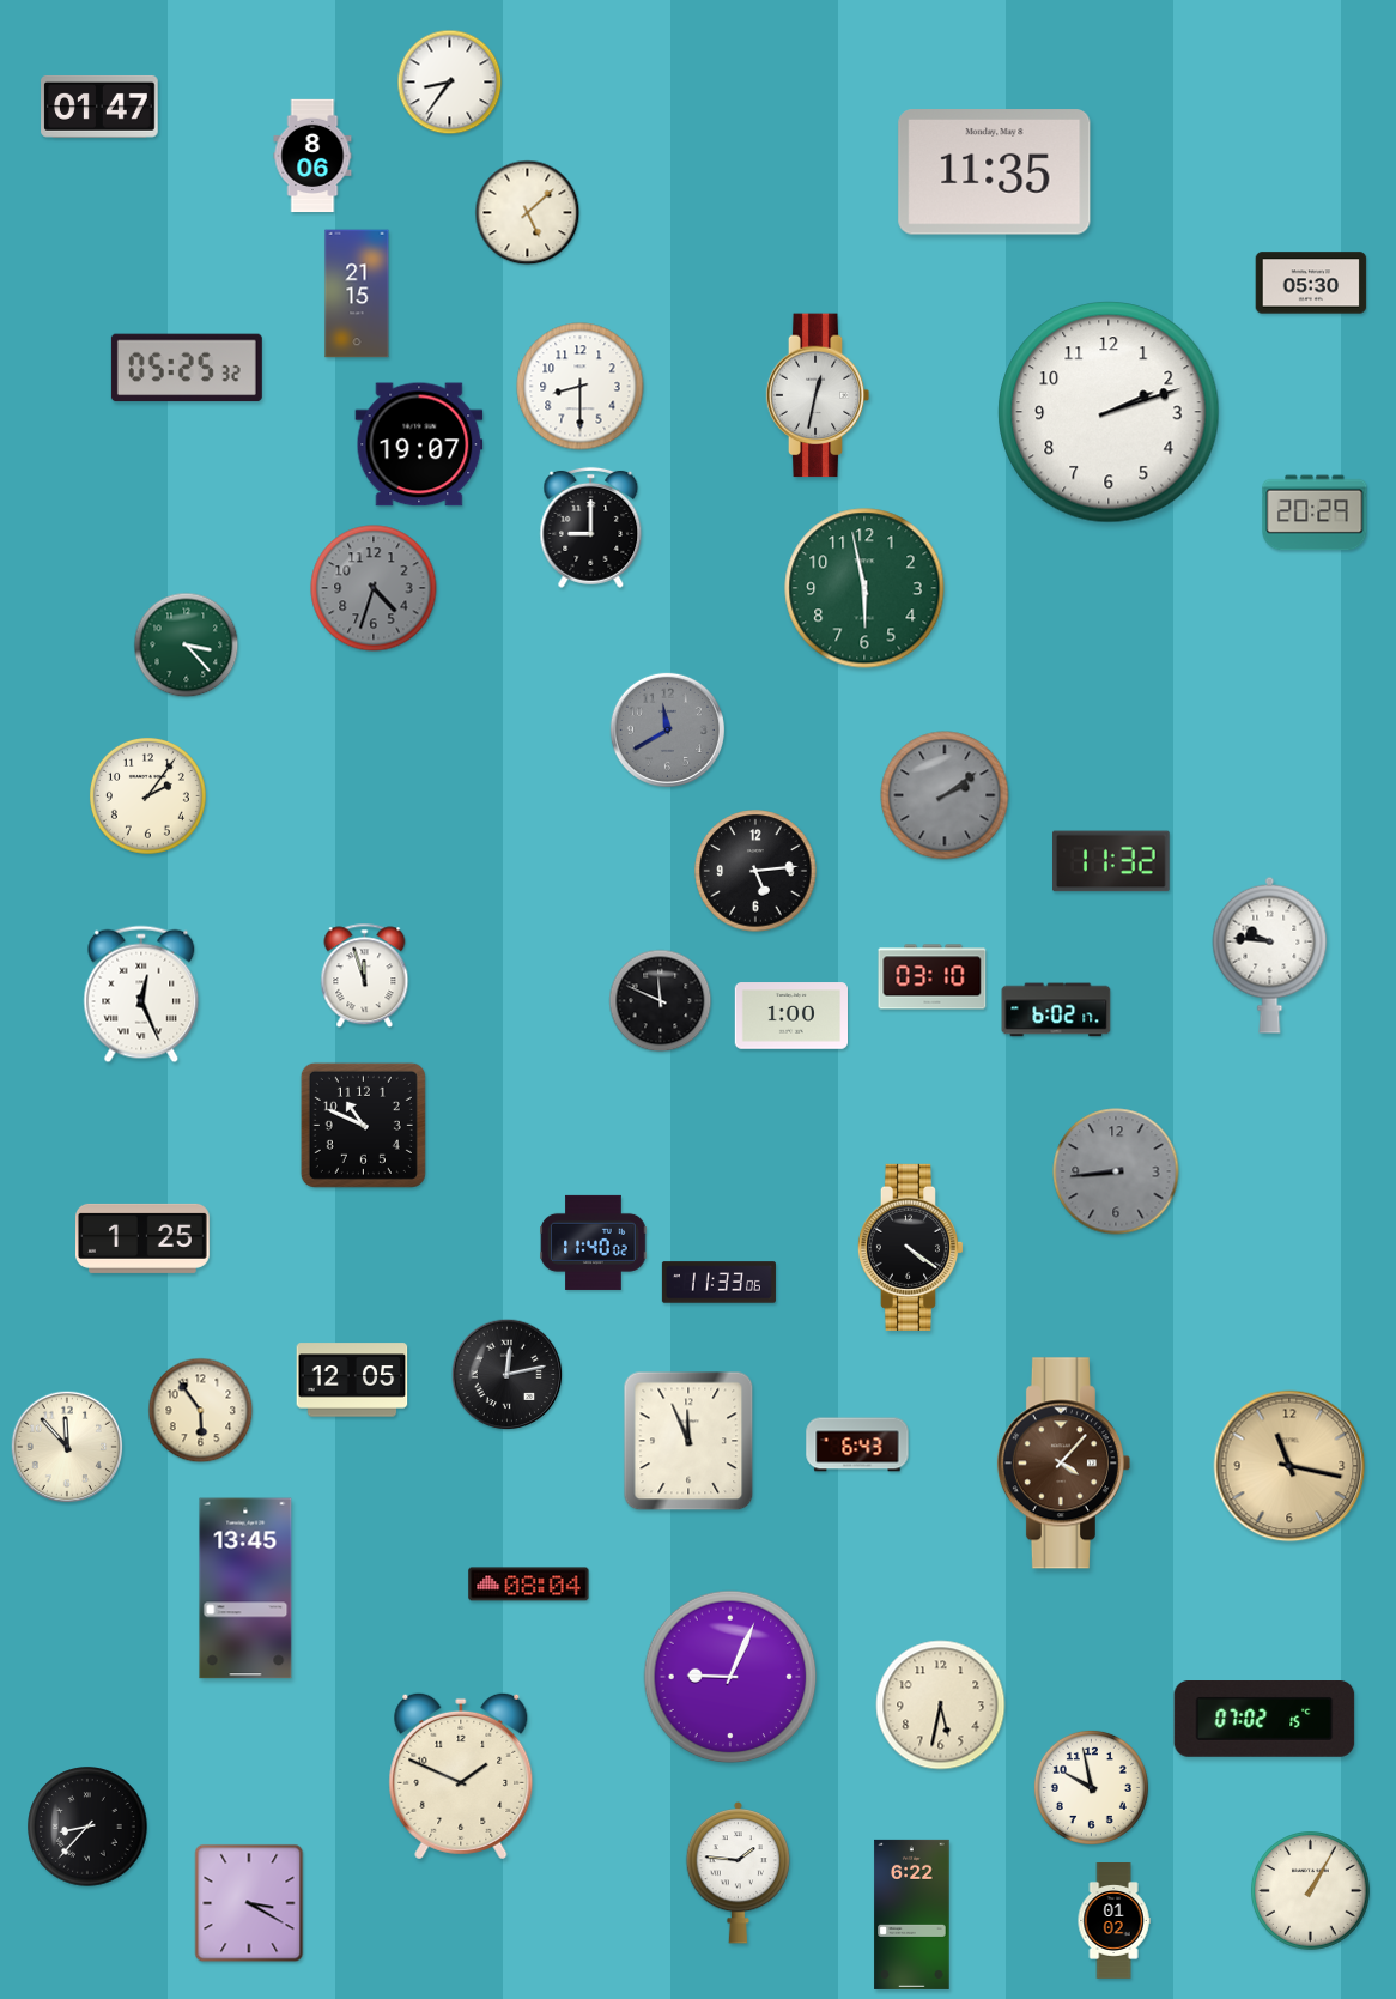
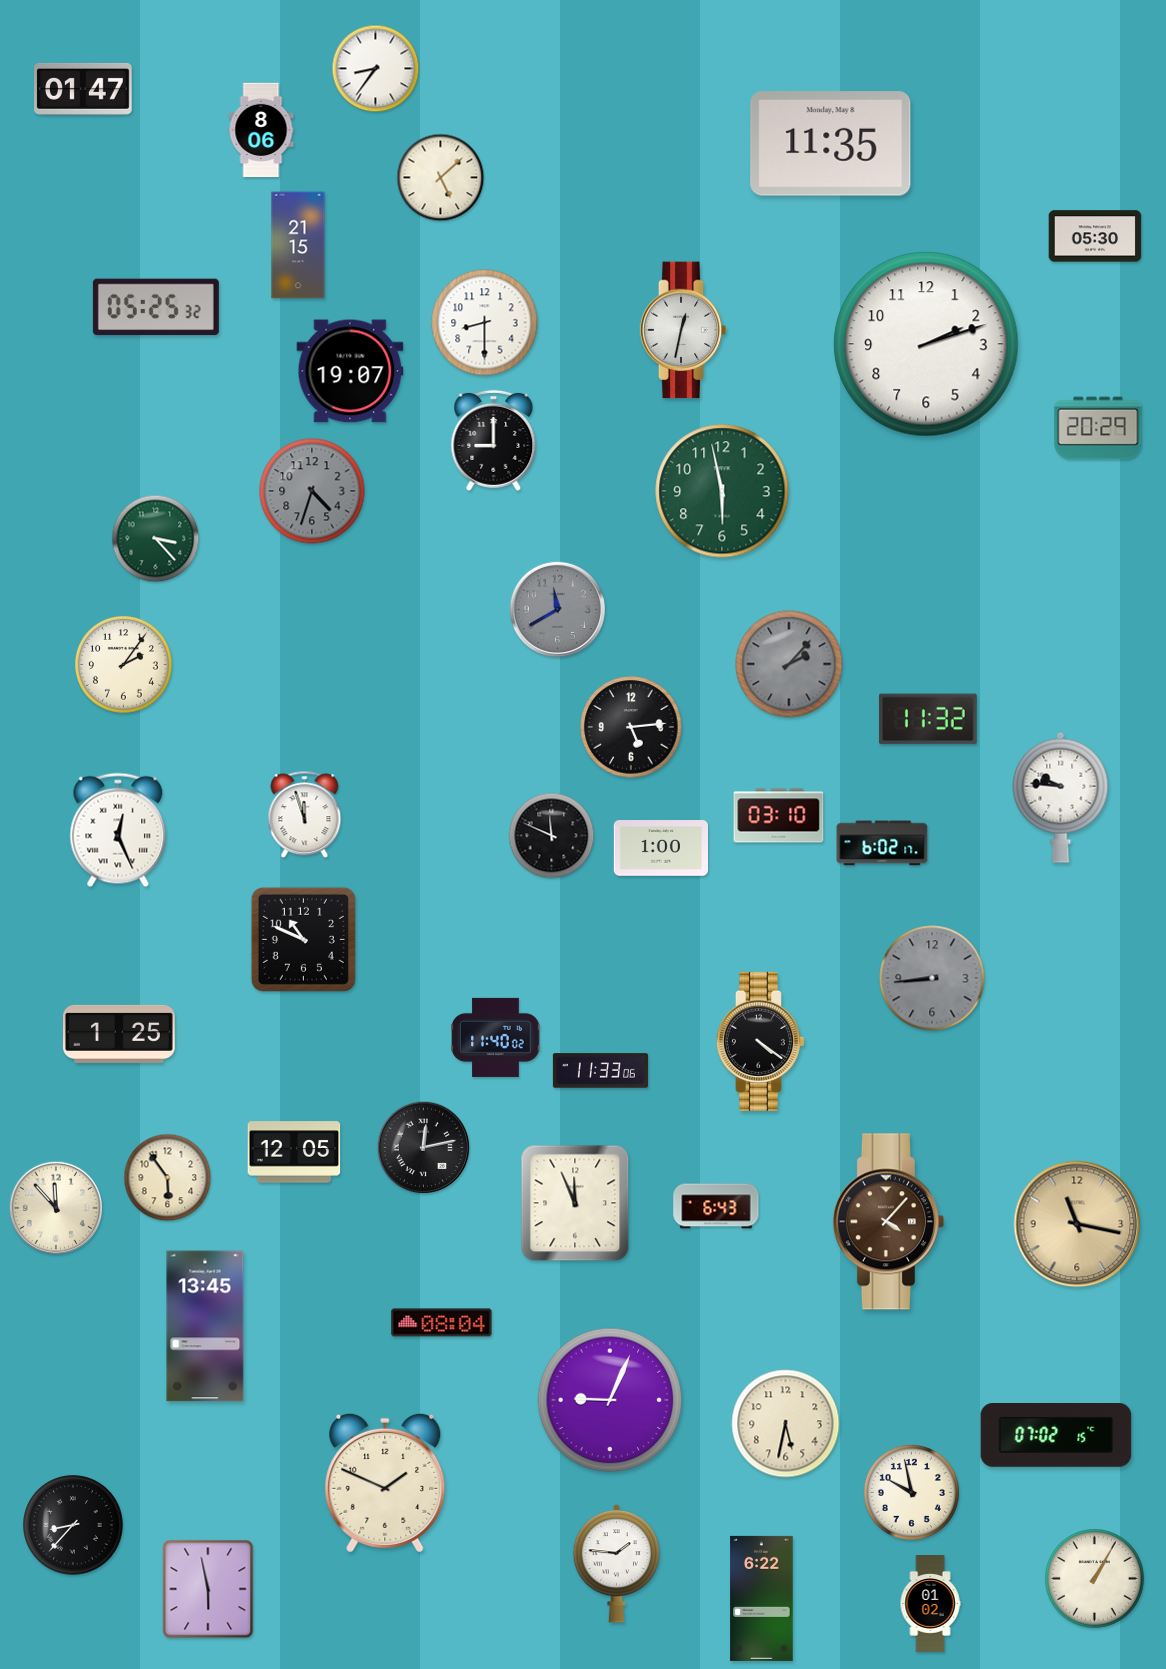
clock at (945, 795): 2:09 -> 2:07
clock at (249, 1903): 3:20 -> 5:58
